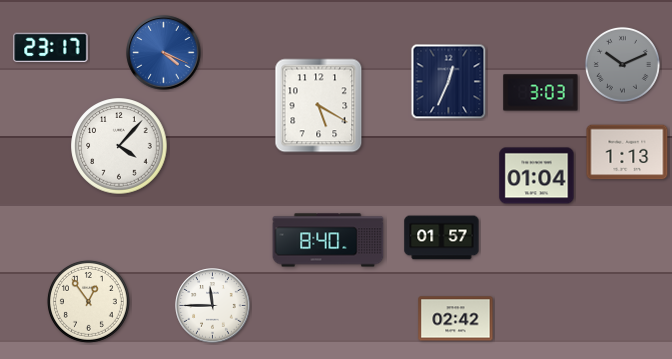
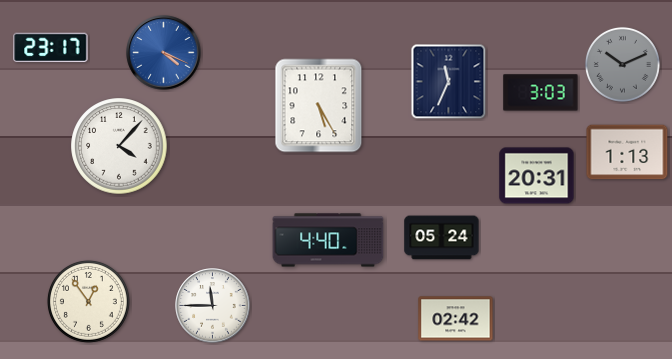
clock at (449, 82): 12:34 -> 11:34
clock at (319, 106): 5:20 -> 5:25
clock at (537, 176): 01:04 -> 20:31
clock at (442, 238): 01:57 -> 05:24
clock at (328, 240): 8:40 -> 4:40
